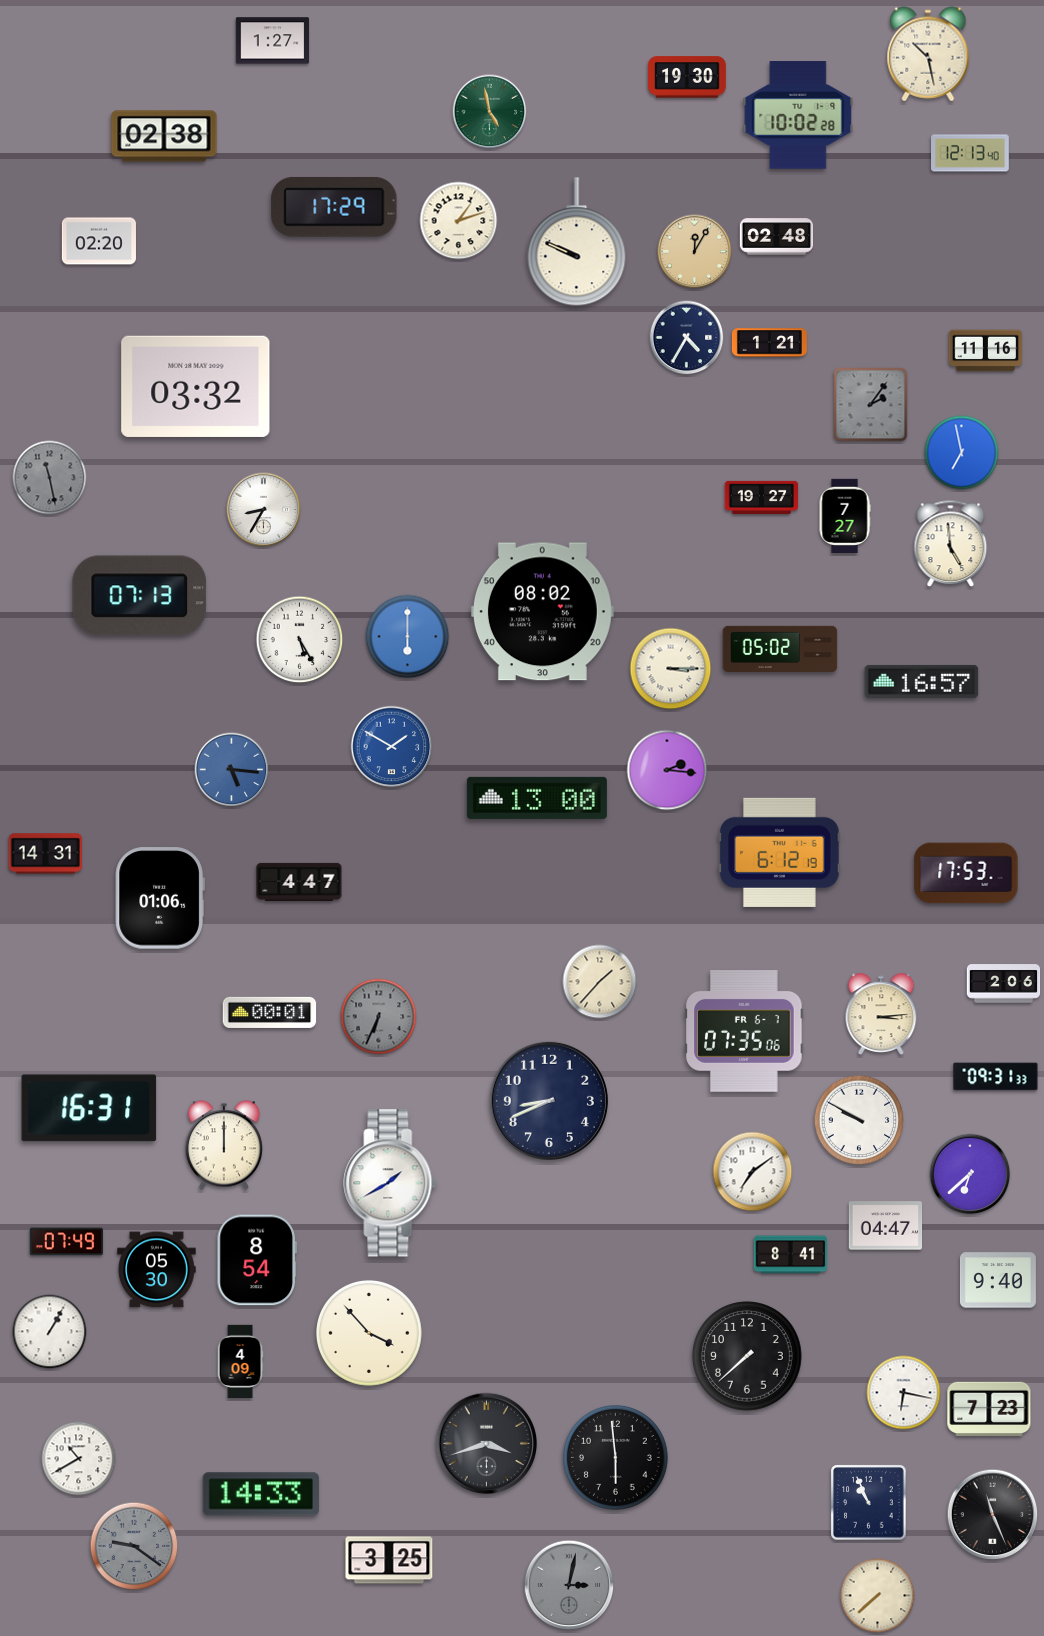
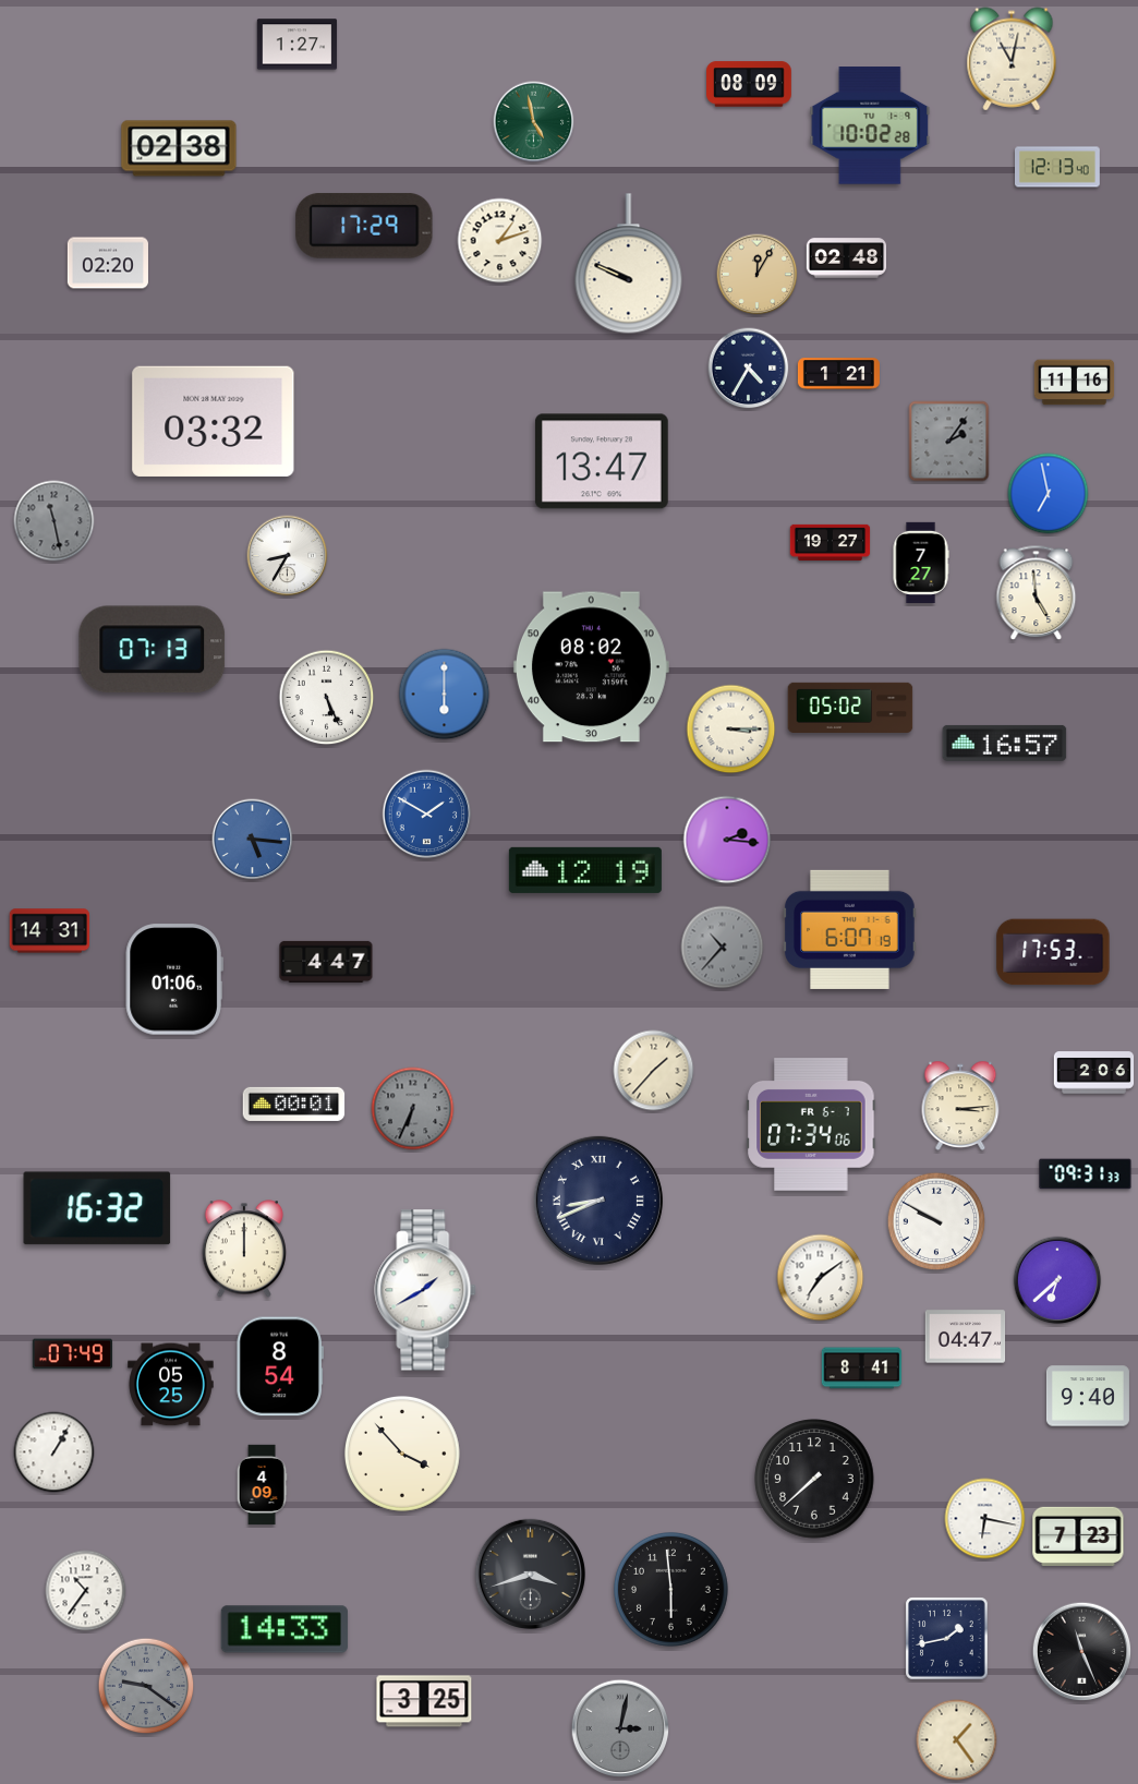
clock at (928, 54): 10:28 -> 11:02
clock at (688, 77): 19:30 -> 08:09
clock at (602, 461): none -> 13:47
clock at (300, 640): 5:25 -> 5:26
clock at (537, 798): 13:00 -> 12:19
clock at (780, 852): 6:12 -> 6:07
clock at (723, 948): none -> 10:37
clock at (744, 1032): 07:35 -> 07:34
clock at (549, 1101) numerals: Arabic -> Roman
clock at (89, 1108): 16:31 -> 16:32
clock at (257, 1260) position: (257, 1260) -> (280, 1366)
clock at (157, 1270): 05:30 -> 05:25
clock at (79, 1459): 10:40 -> 10:36
clock at (869, 1503): 10:56 -> 1:43
clock at (878, 1596): 7:38 -> 1:24
